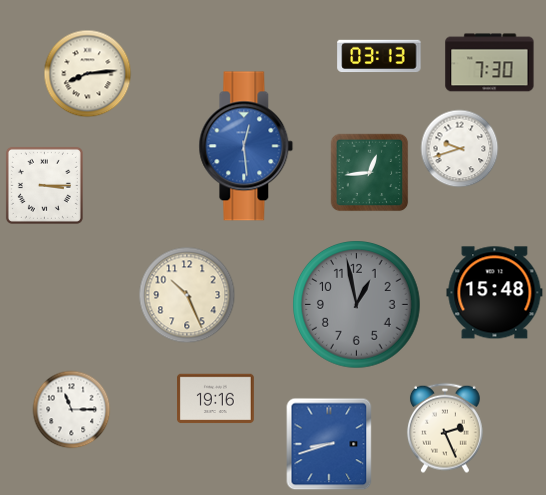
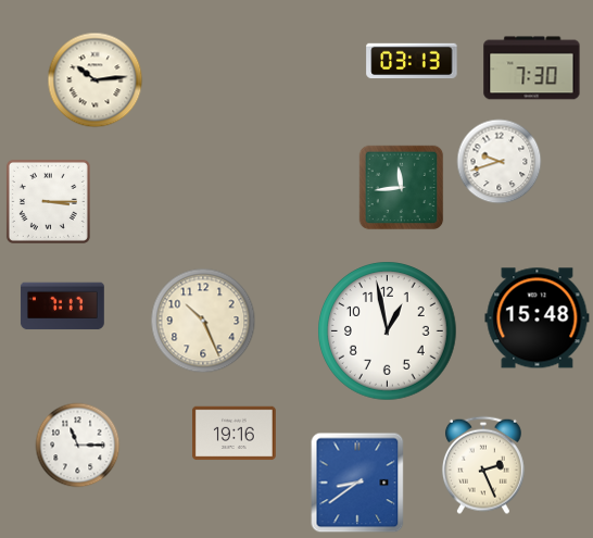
clock at (87, 73): 8:14 -> 10:14
clock at (246, 146): 12:29 -> none
clock at (369, 172): 12:44 -> 11:44
clock at (62, 306): none -> 7:17
clock at (357, 305) dial: grey -> white
clock at (329, 444): 8:42 -> 8:39
